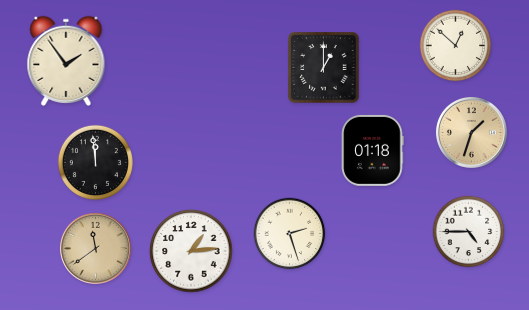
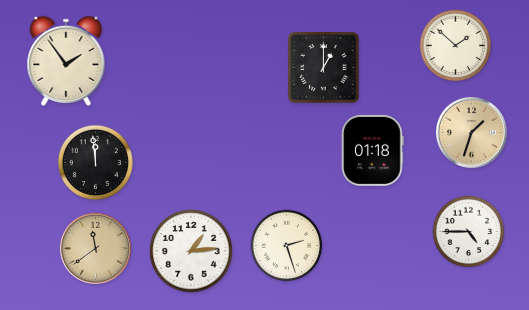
clock at (456, 46): 12:52 -> 1:52
clock at (290, 234) position: (290, 234) -> (287, 246)
